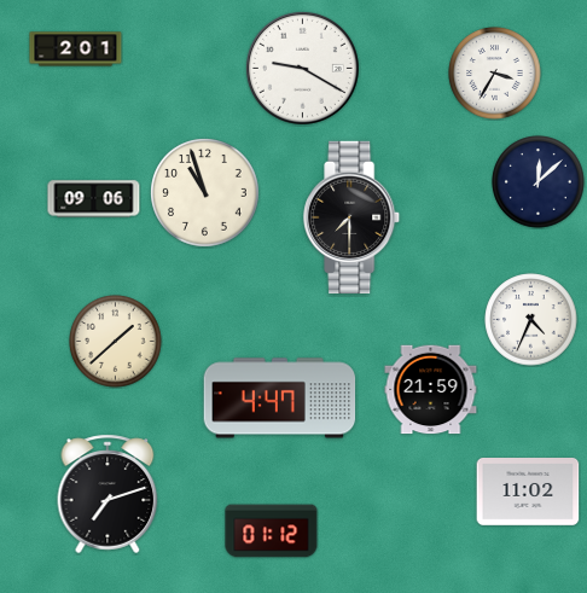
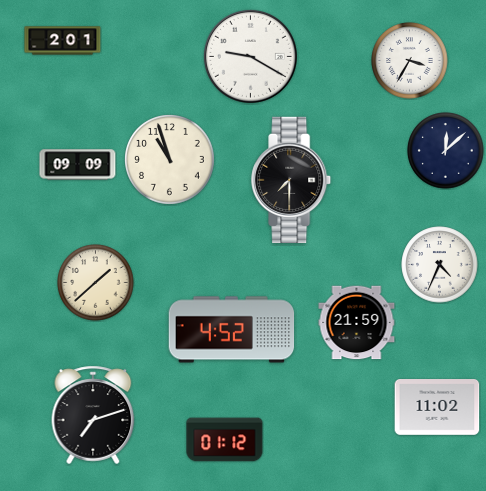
clock at (94, 199): 09:06 -> 09:09
clock at (280, 399): 4:47 -> 4:52
clock at (107, 494) position: (107, 494) -> (93, 415)
